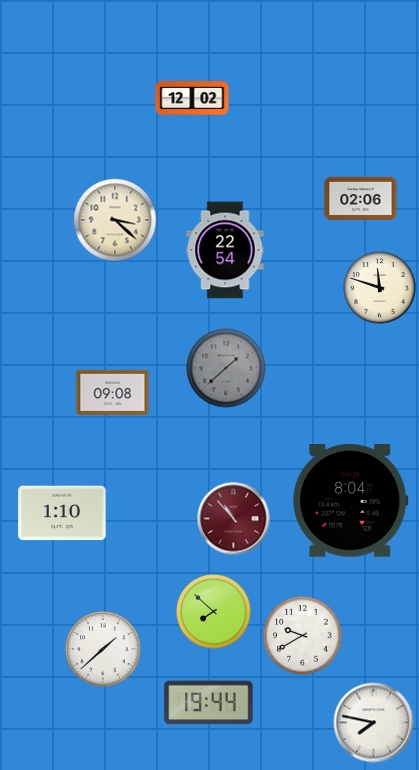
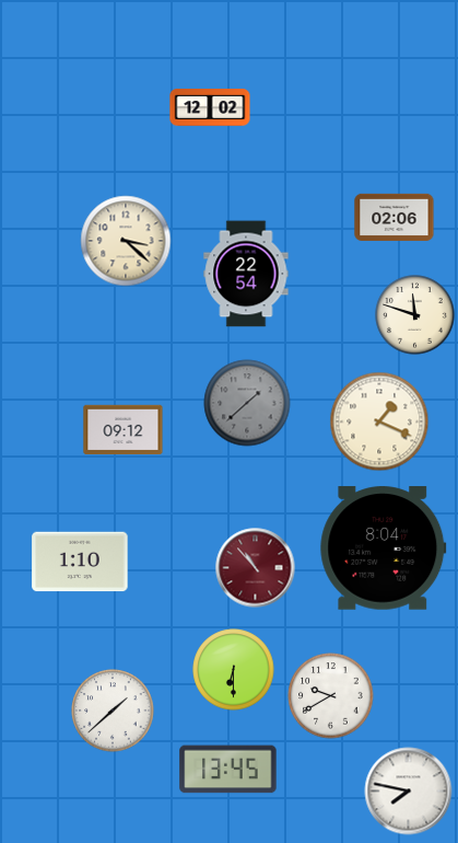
clock at (379, 422): none -> 1:19
clock at (113, 393): 09:08 -> 09:12
clock at (62, 513) position: (62, 513) -> (80, 562)
clock at (214, 612): 7:52 -> 6:30
clock at (209, 703): 19:44 -> 13:45
